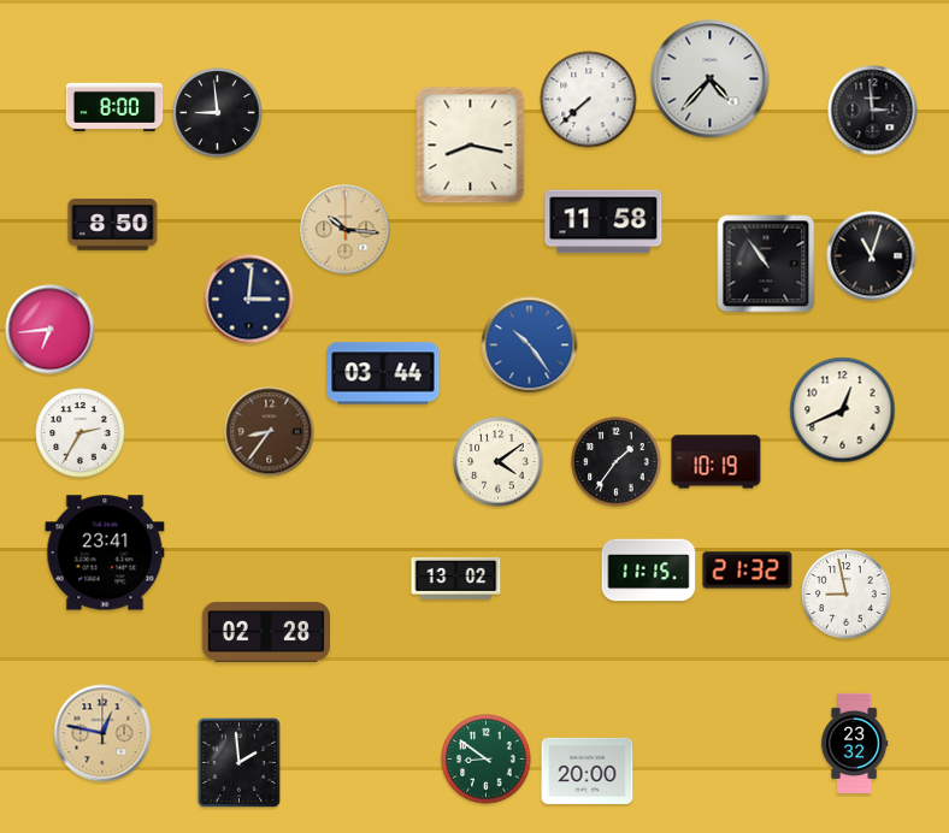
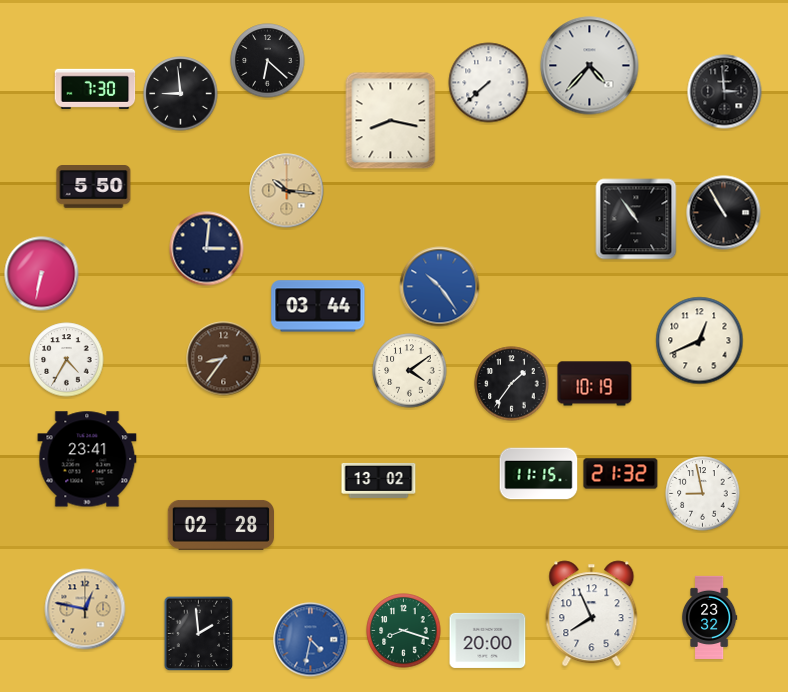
clock at (268, 61): none -> 6:22
clock at (114, 107): 8:00 -> 7:30
clock at (603, 221): 11:58 -> none
clock at (113, 225): 8:50 -> 5:50
clock at (872, 256): 11:03 -> 10:55
clock at (51, 330): 6:44 -> 6:32
clock at (383, 373) position: (383, 373) -> (318, 306)
clock at (81, 433): 2:35 -> 4:35
clock at (499, 462) position: (499, 462) -> (410, 371)
clock at (592, 614): none -> 7:56
clock at (487, 760): 8:51 -> 8:18
clock at (311, 640): none -> 4:32
